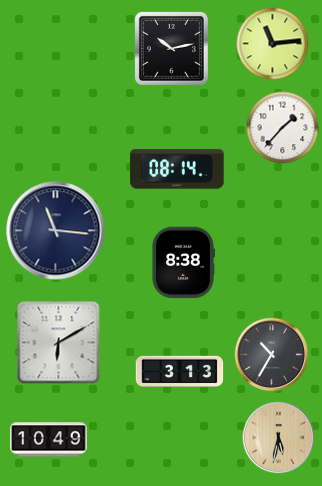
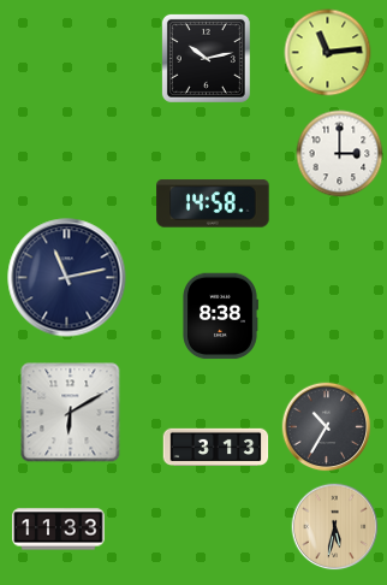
clock at (283, 128): 1:37 -> 3:00
clock at (177, 169): 08:14 -> 14:58
clock at (56, 231): 11:16 -> 11:13
clock at (49, 440): 10:49 -> 11:33
